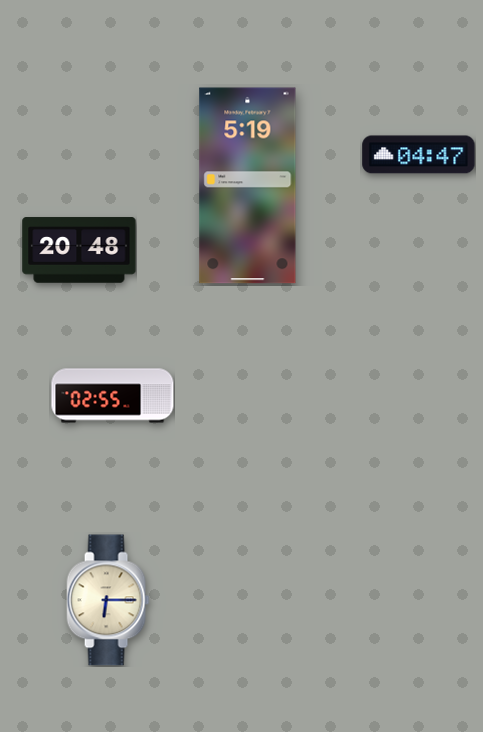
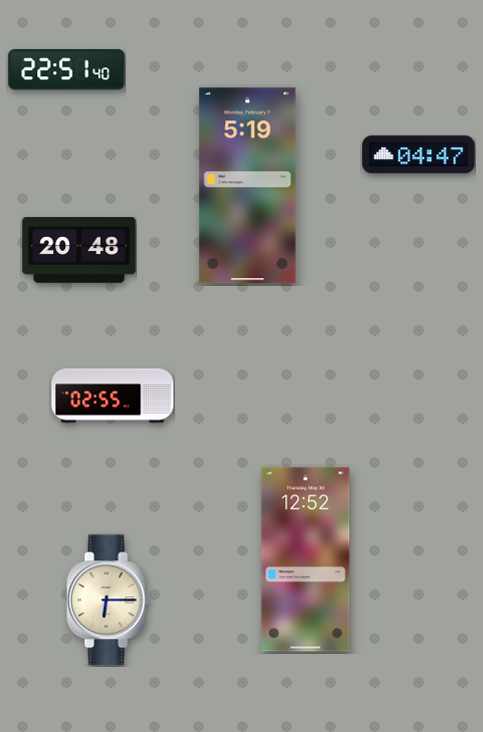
clock at (67, 70): none -> 22:51
clock at (306, 560): none -> 12:52
